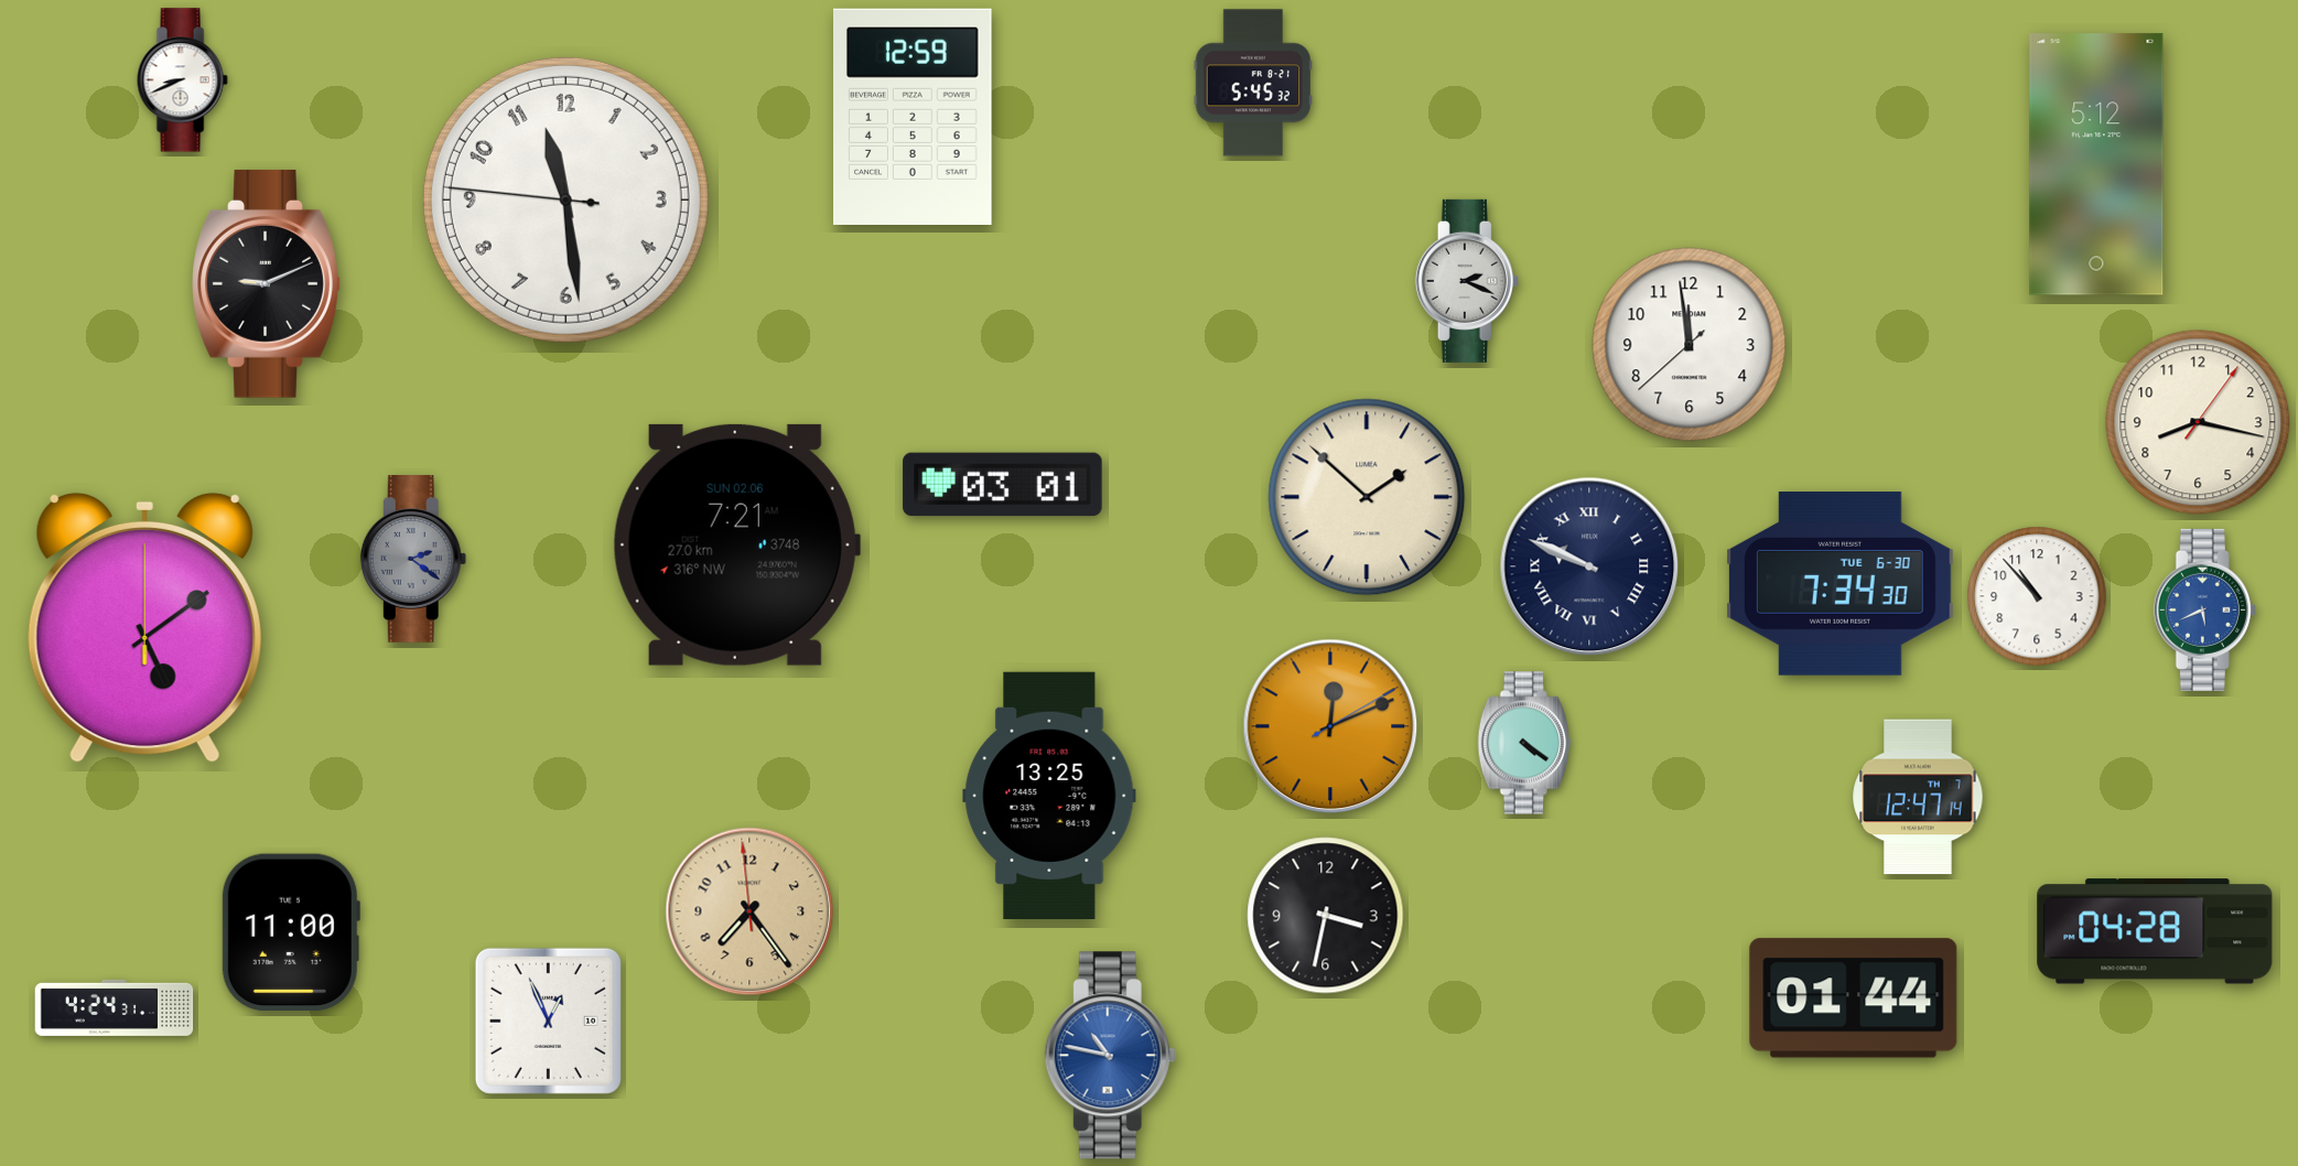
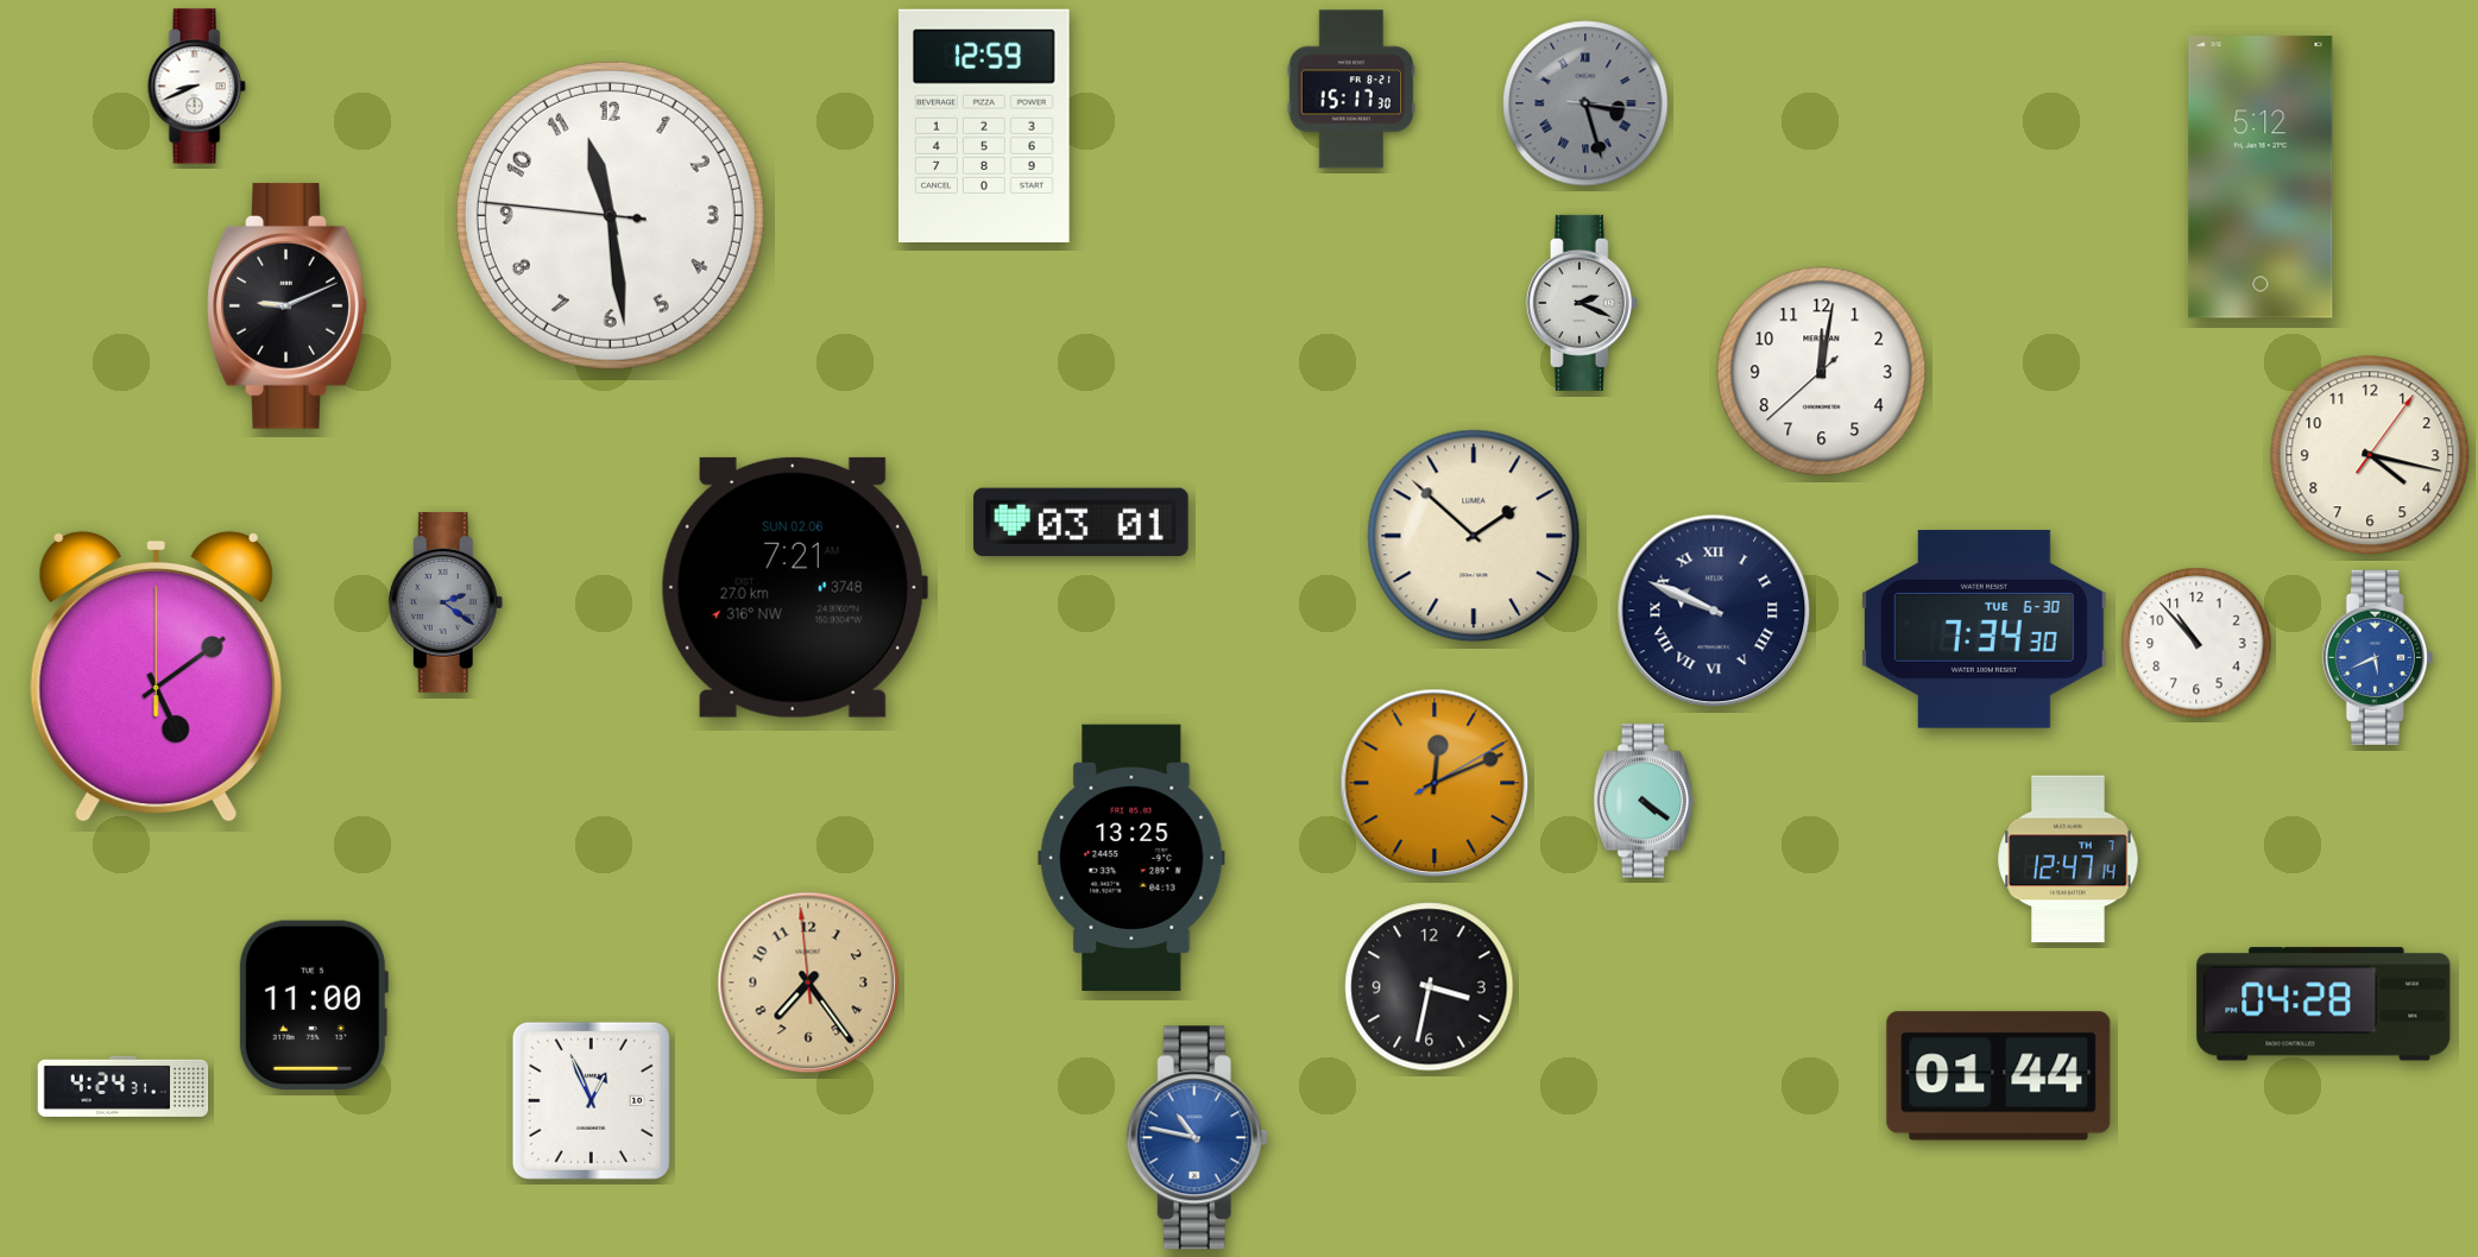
clock at (1252, 83): 5:45 -> 15:17
clock at (1585, 103): none -> 3:27
clock at (1690, 345): 11:58 -> 12:01
clock at (2198, 422): 8:17 -> 4:17
